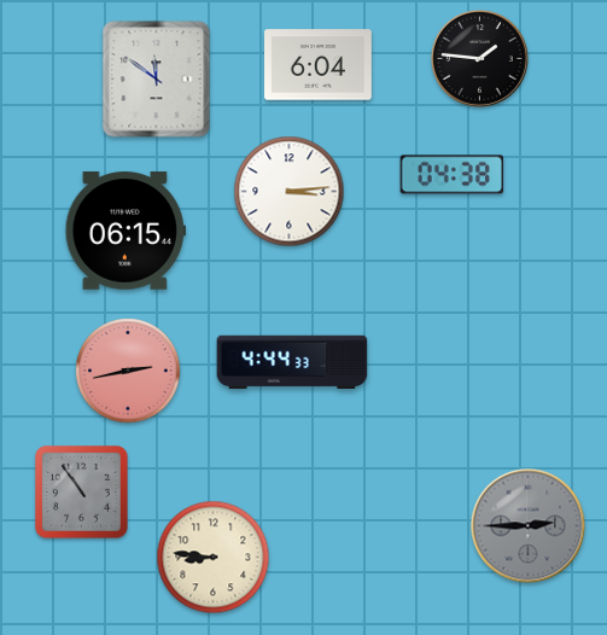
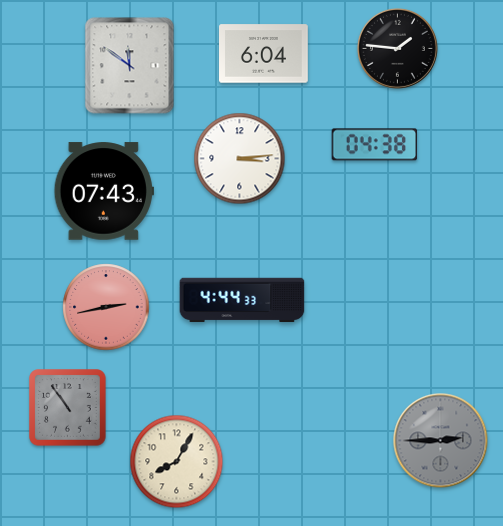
clock at (126, 231): 06:15 -> 07:43
clock at (529, 526) position: (529, 526) -> (441, 441)
clock at (214, 558): 8:46 -> 8:05
